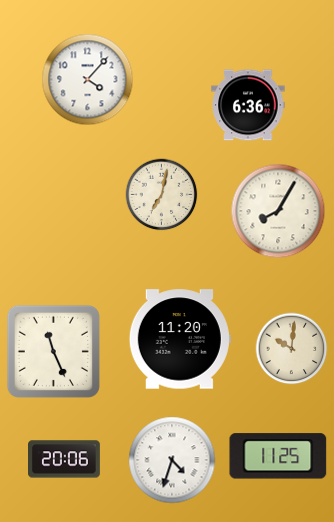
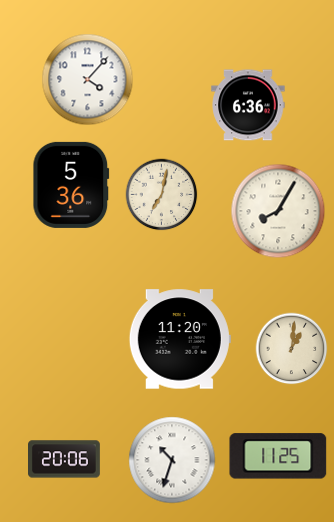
clock at (71, 185): none -> 5:36
clock at (292, 349): 10:01 -> 1:01
clock at (53, 351): 11:26 -> none
clock at (172, 460): 4:33 -> 10:33
